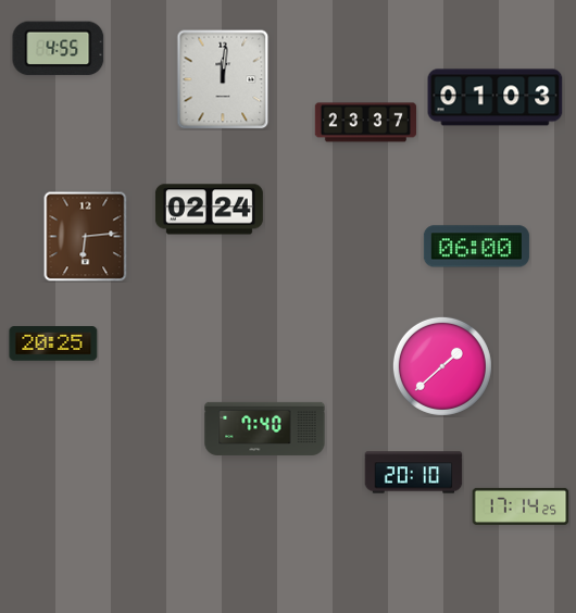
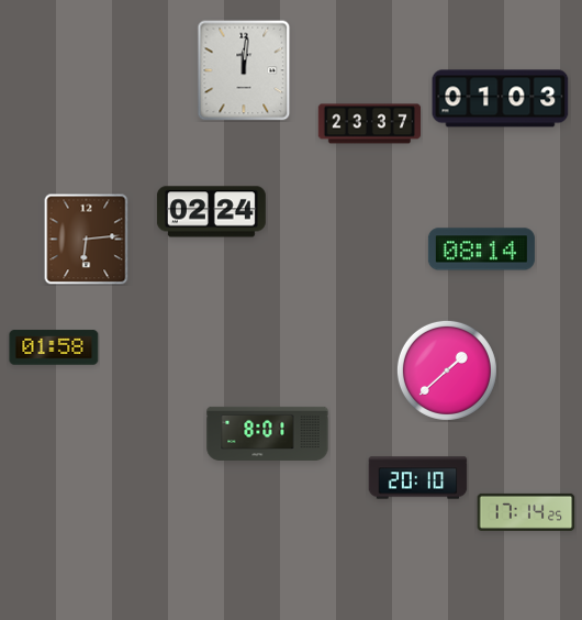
clock at (59, 49): 4:55 -> none
clock at (223, 79) position: (223, 79) -> (244, 70)
clock at (476, 247): 06:00 -> 08:14
clock at (53, 343): 20:25 -> 01:58
clock at (265, 428): 7:40 -> 8:01
